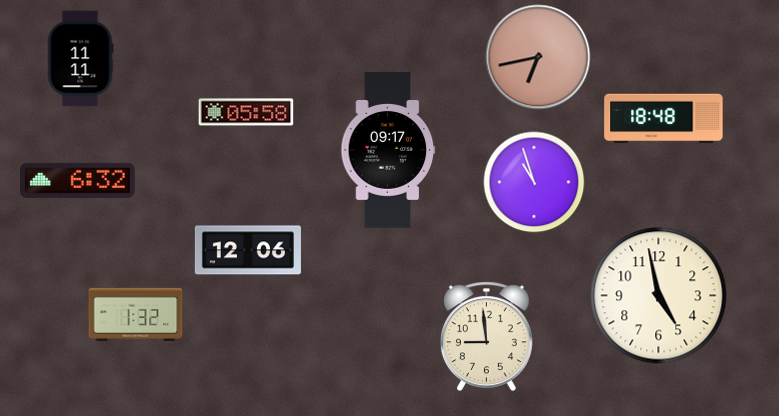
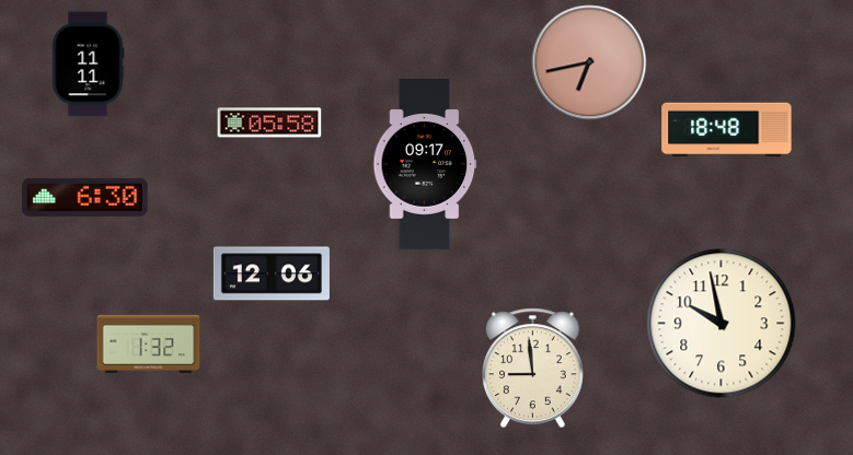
clock at (78, 180): 6:32 -> 6:30
clock at (534, 182): 10:57 -> none
clock at (659, 296): 4:58 -> 9:58
